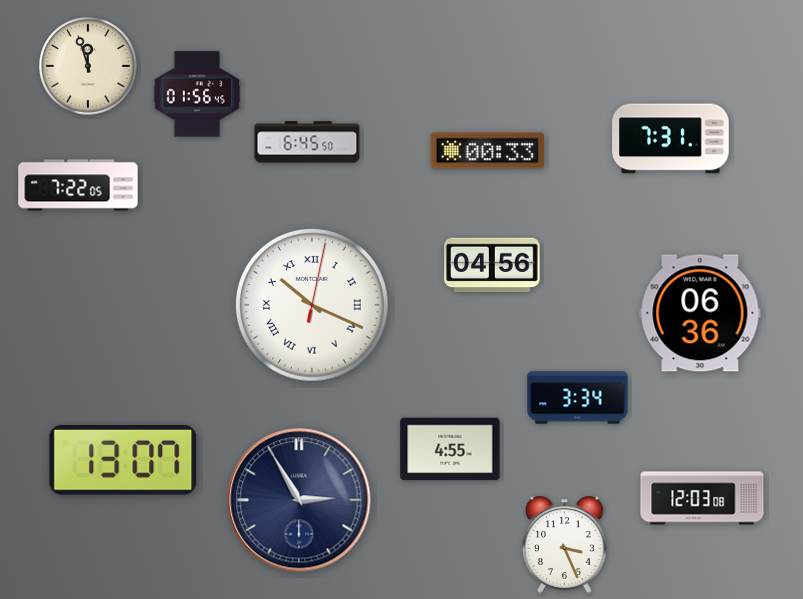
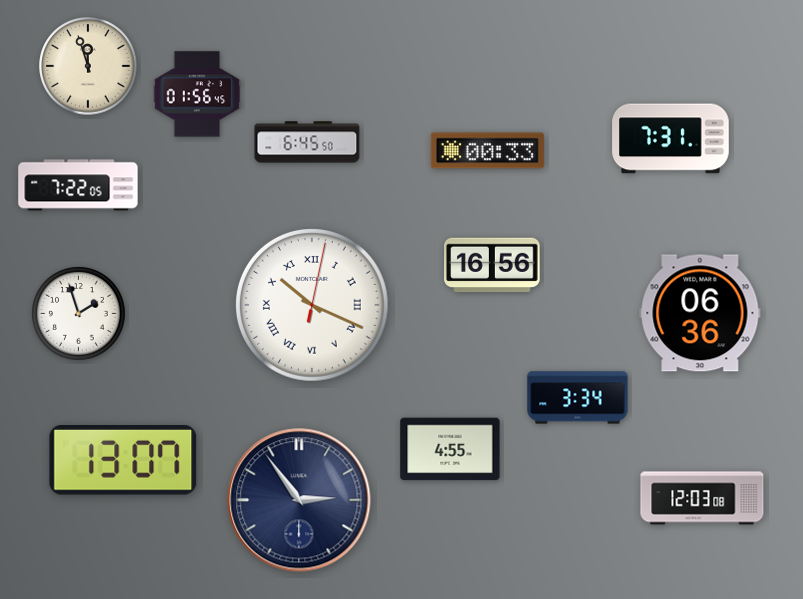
clock at (492, 265): 04:56 -> 16:56
clock at (79, 314): none -> 1:57
clock at (299, 500): 2:55 -> 2:54
clock at (565, 544): 3:26 -> none
